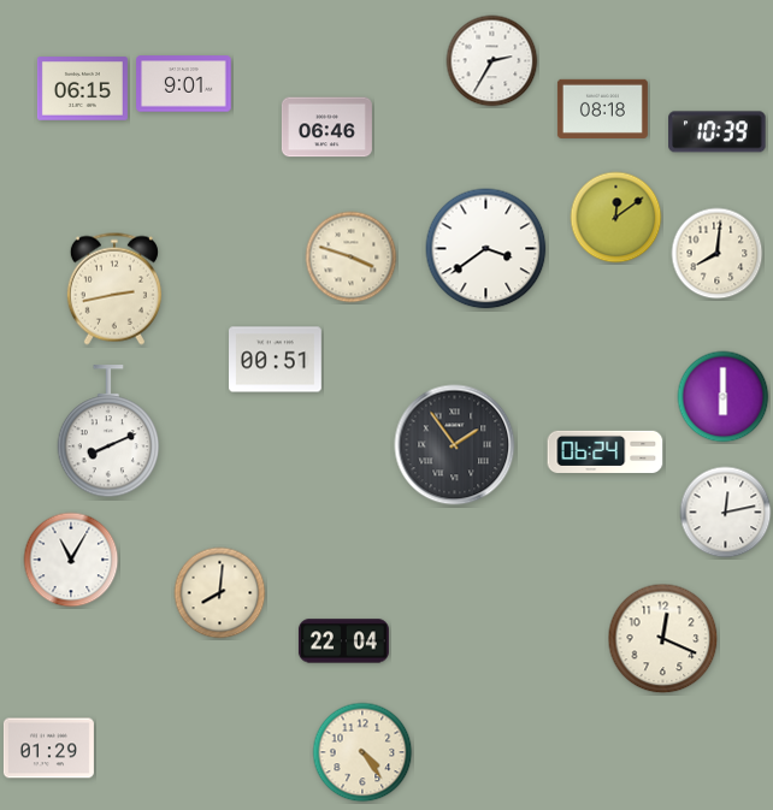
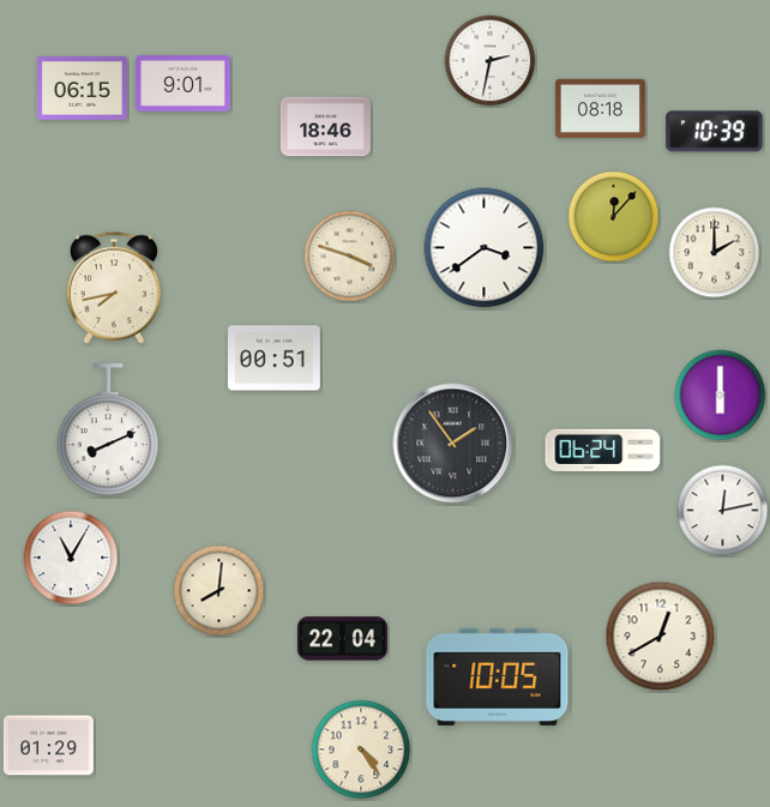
clock at (492, 61): 2:35 -> 2:32
clock at (326, 128): 06:46 -> 18:46
clock at (616, 218): 12:09 -> 12:07
clock at (718, 254): 8:01 -> 2:00
clock at (114, 289): 2:43 -> 7:43
clock at (663, 639): 12:19 -> 12:40
clock at (498, 676): none -> 10:05
